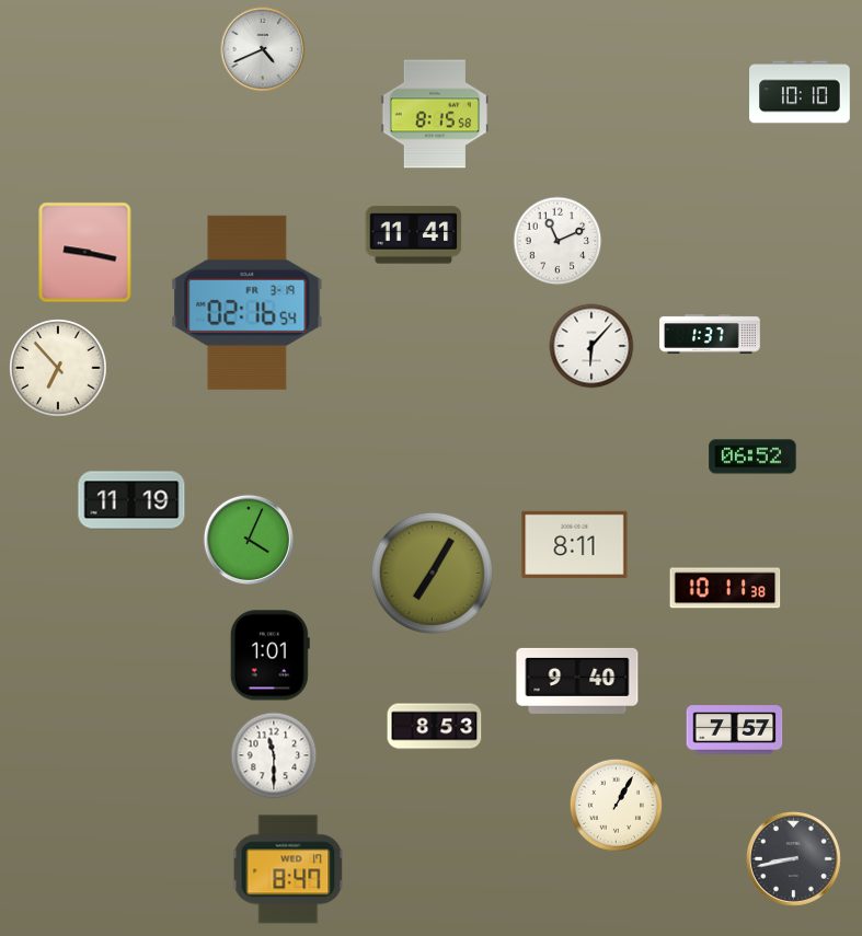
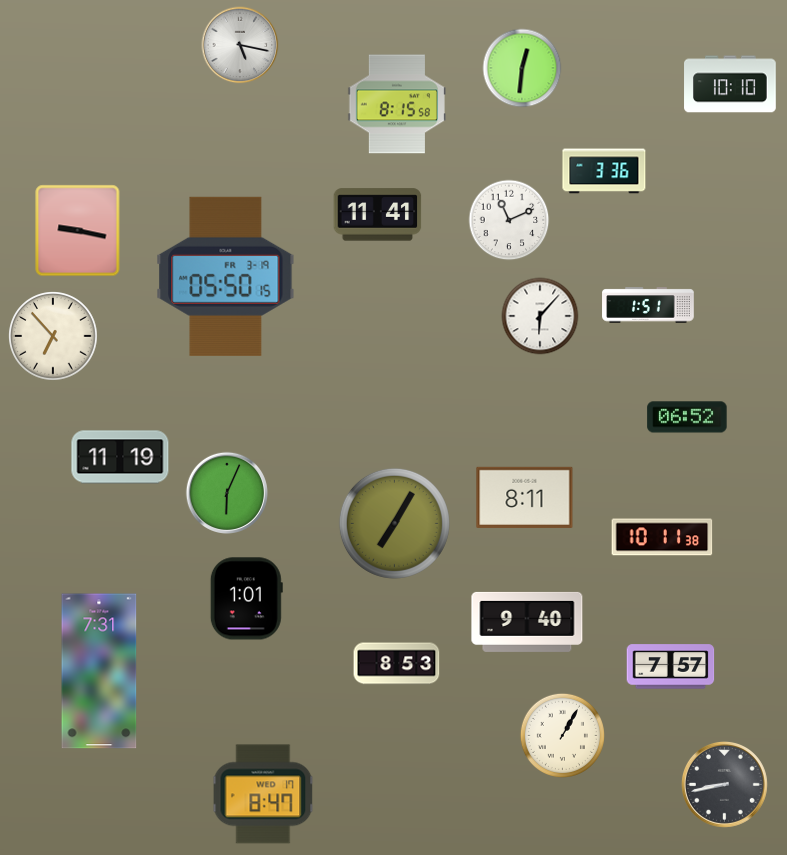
clock at (263, 49): 4:41 -> 5:17
clock at (522, 68): none -> 12:31
clock at (604, 171): none -> 3:36
clock at (248, 302): 02:16 -> 05:50
clock at (710, 334): 1:37 -> 1:51
clock at (248, 539): 4:04 -> 6:04
clock at (99, 671): none -> 7:31
clock at (274, 755): 11:30 -> none
